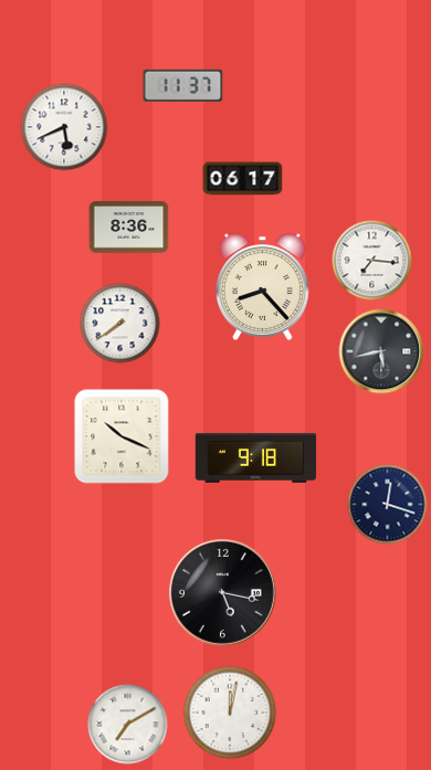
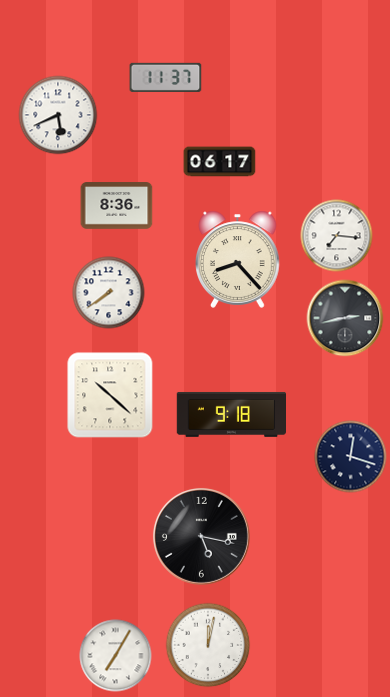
clock at (381, 351): 5:43 -> 2:43
clock at (122, 436): 10:19 -> 10:22
clock at (128, 725): 7:10 -> 7:05
